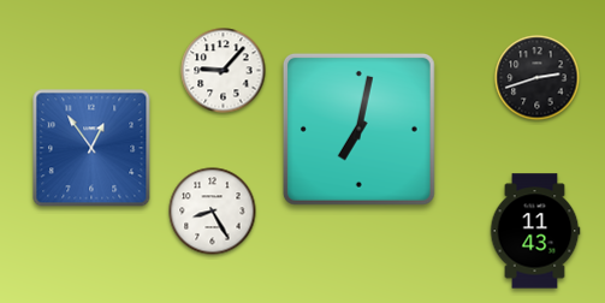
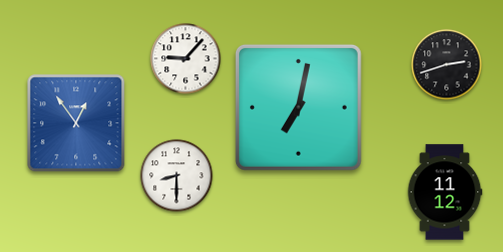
clock at (213, 212): 8:25 -> 8:30
clock at (535, 231): 11:43 -> 11:12
